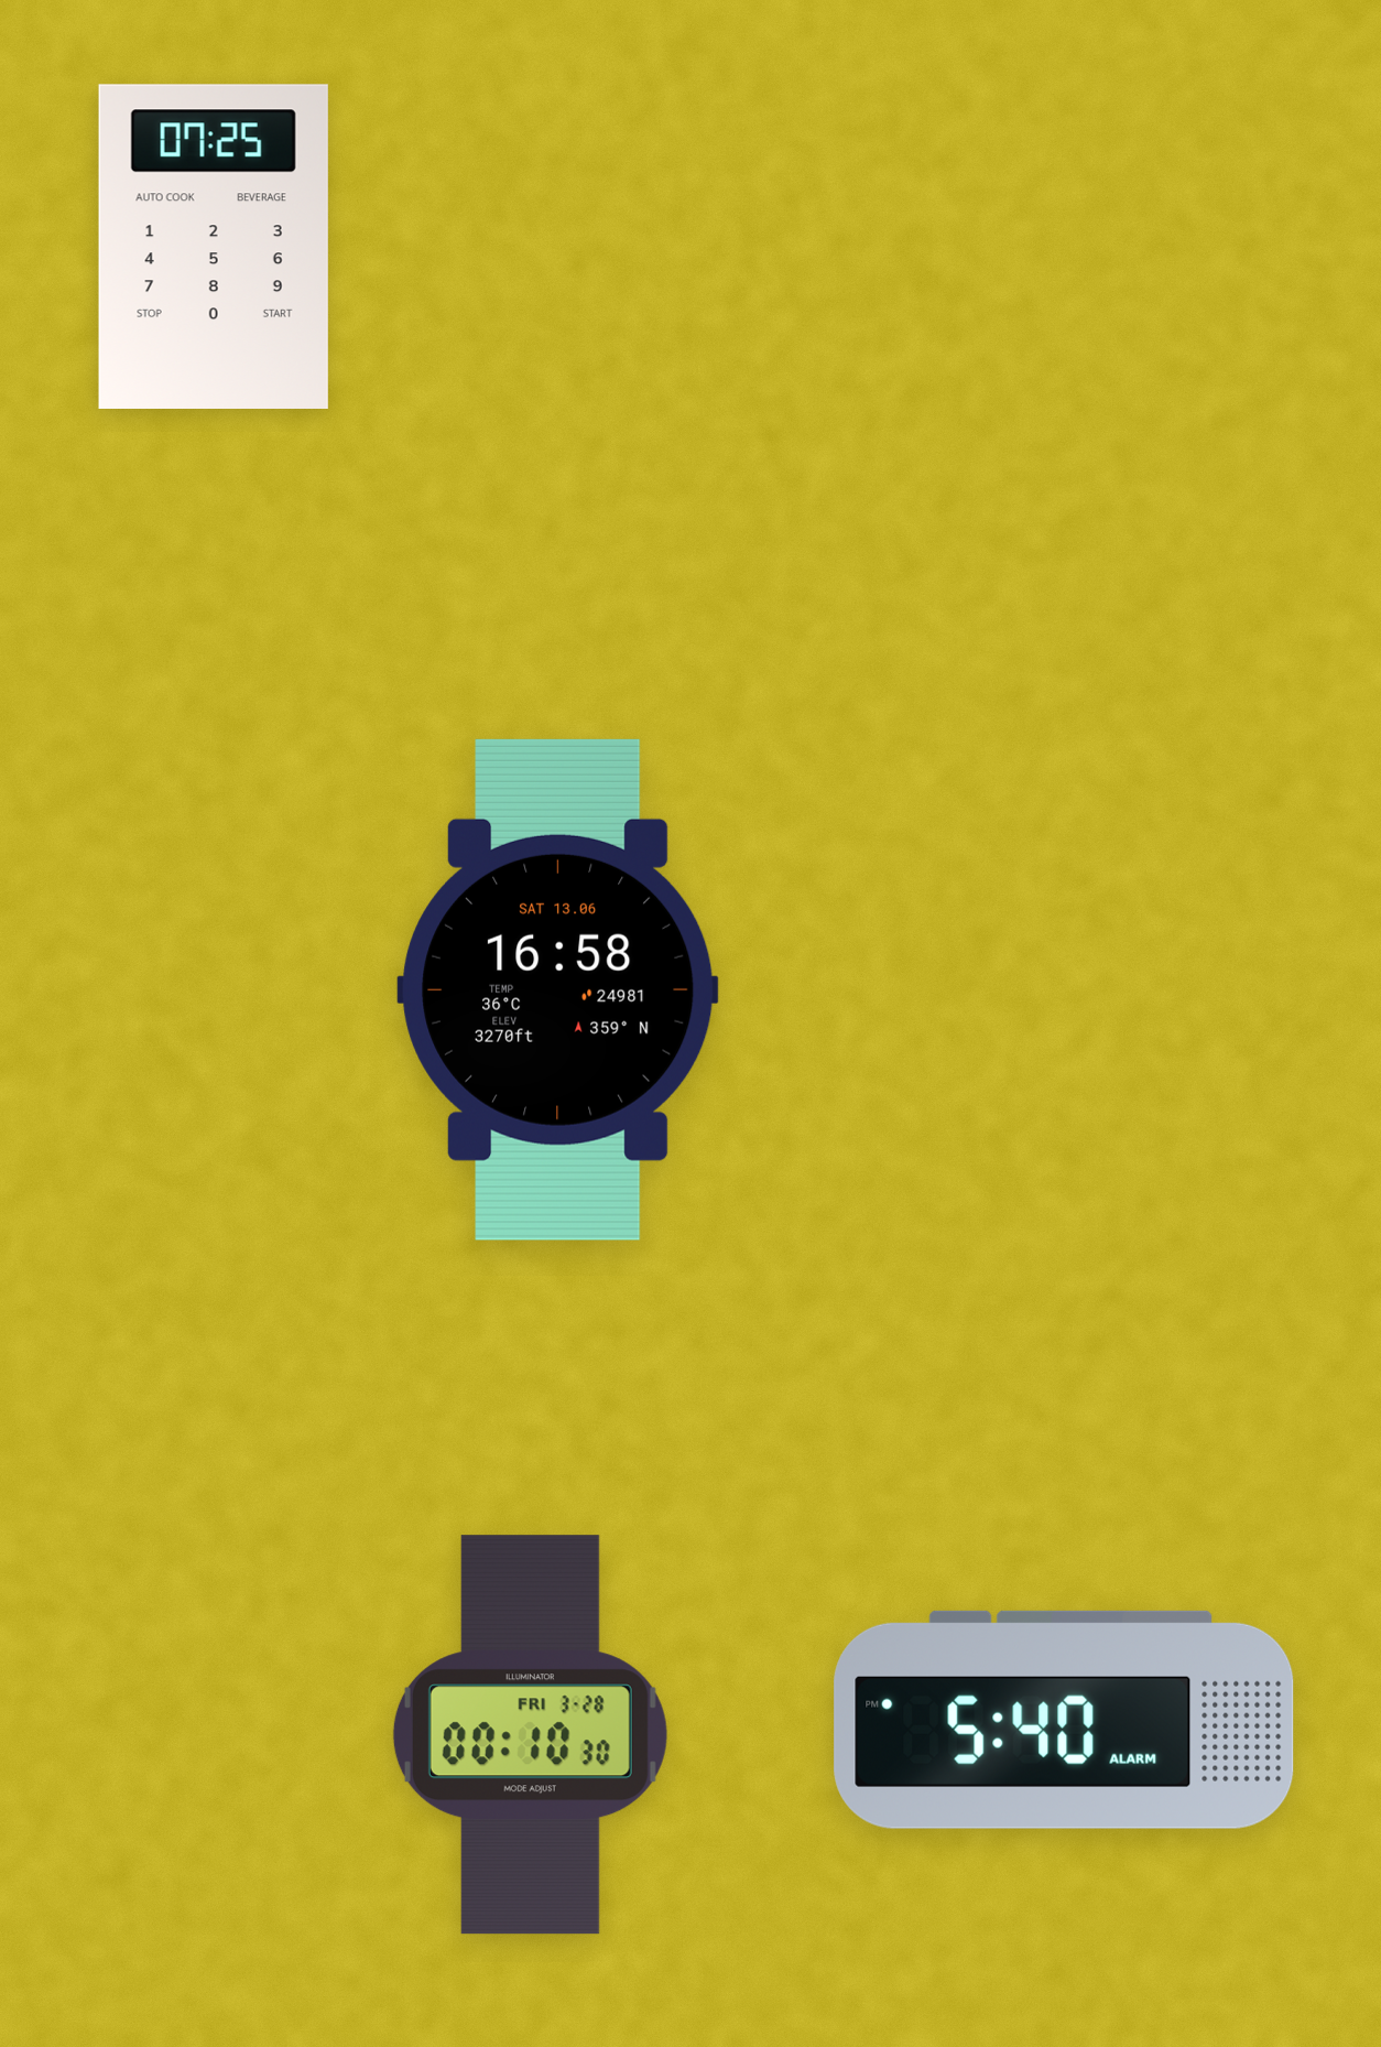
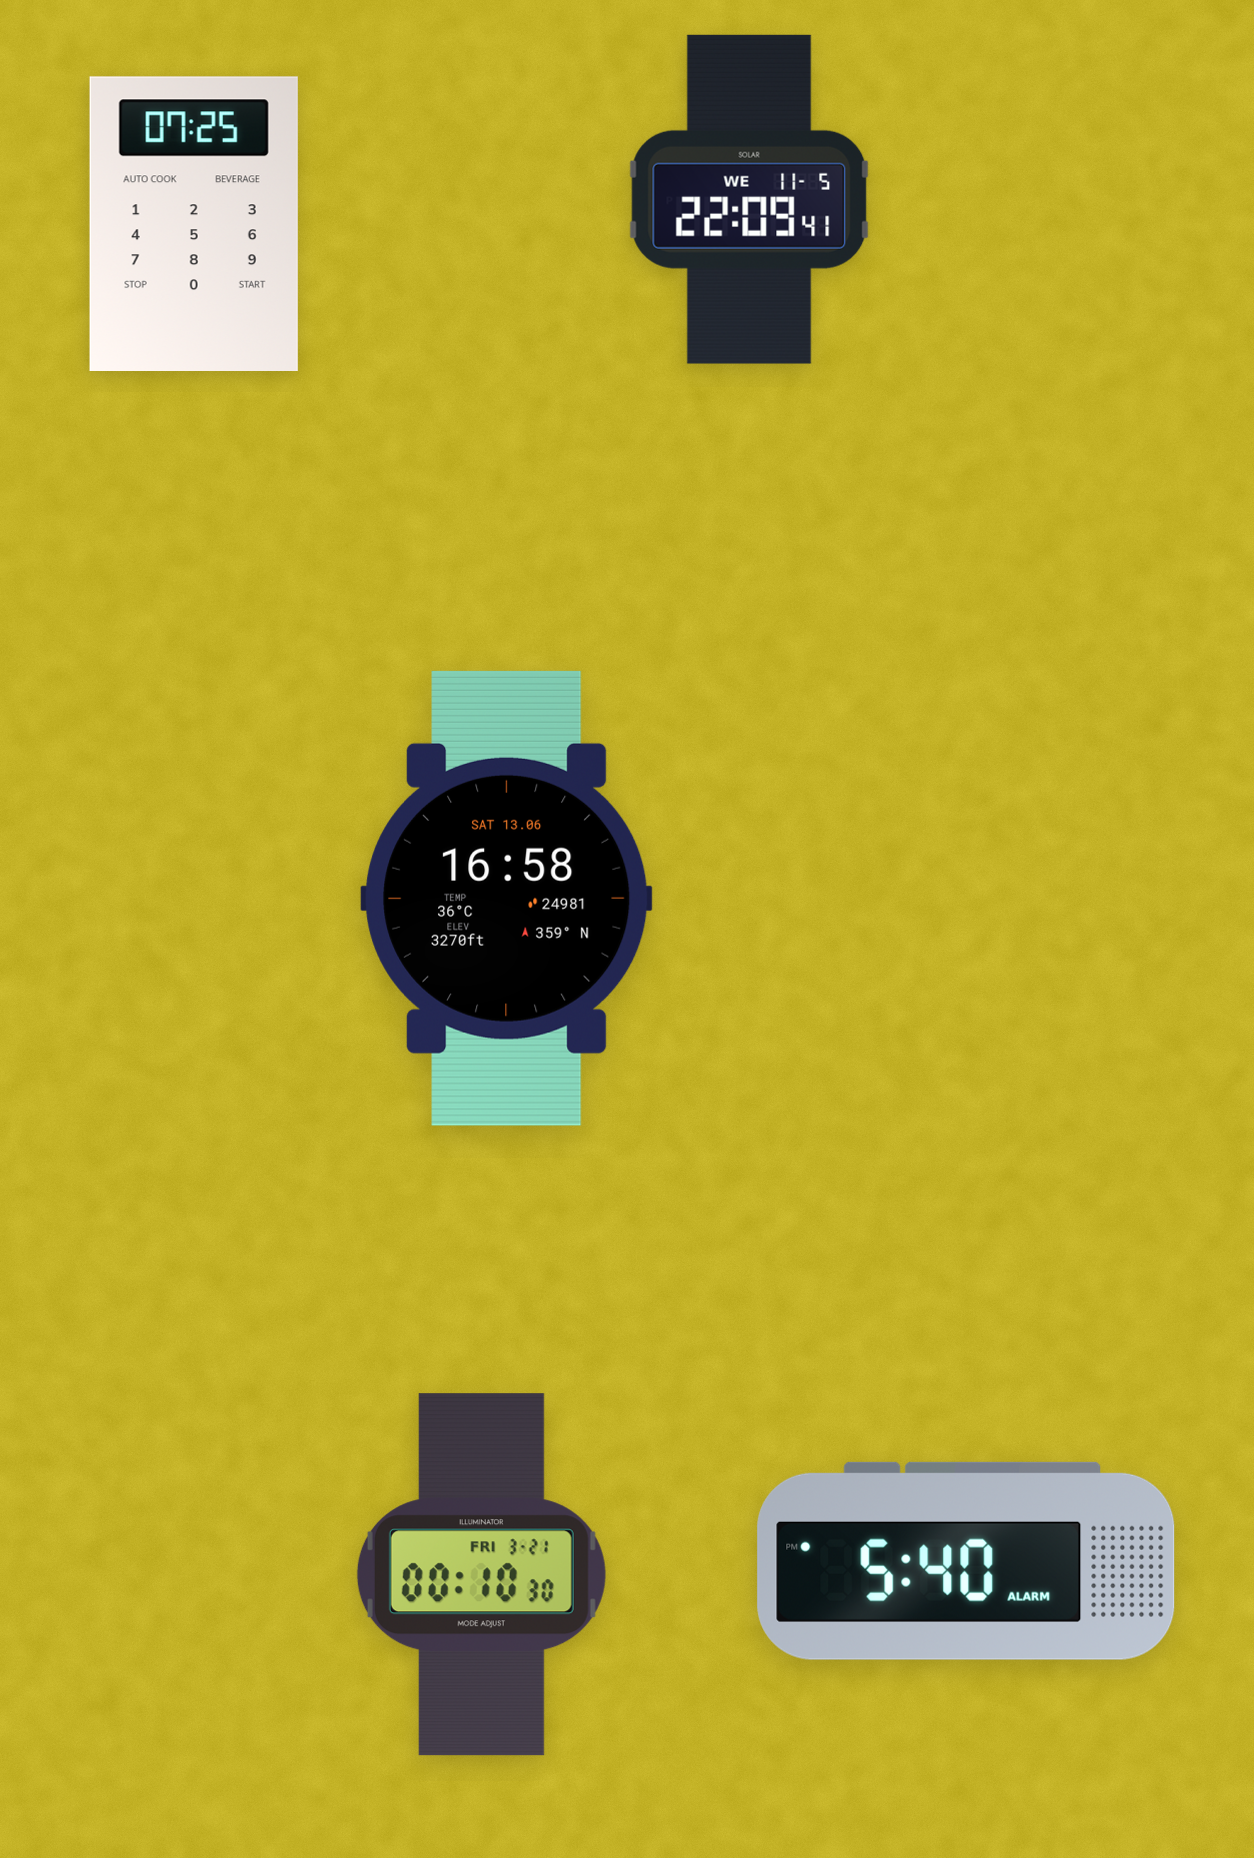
clock at (750, 199): none -> 22:09
clock at (530, 1735) date: FRI 3-28 -> FRI 3-21
